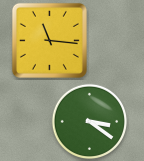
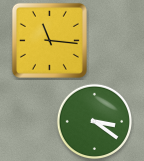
clock at (90, 122) position: (90, 122) -> (95, 122)
